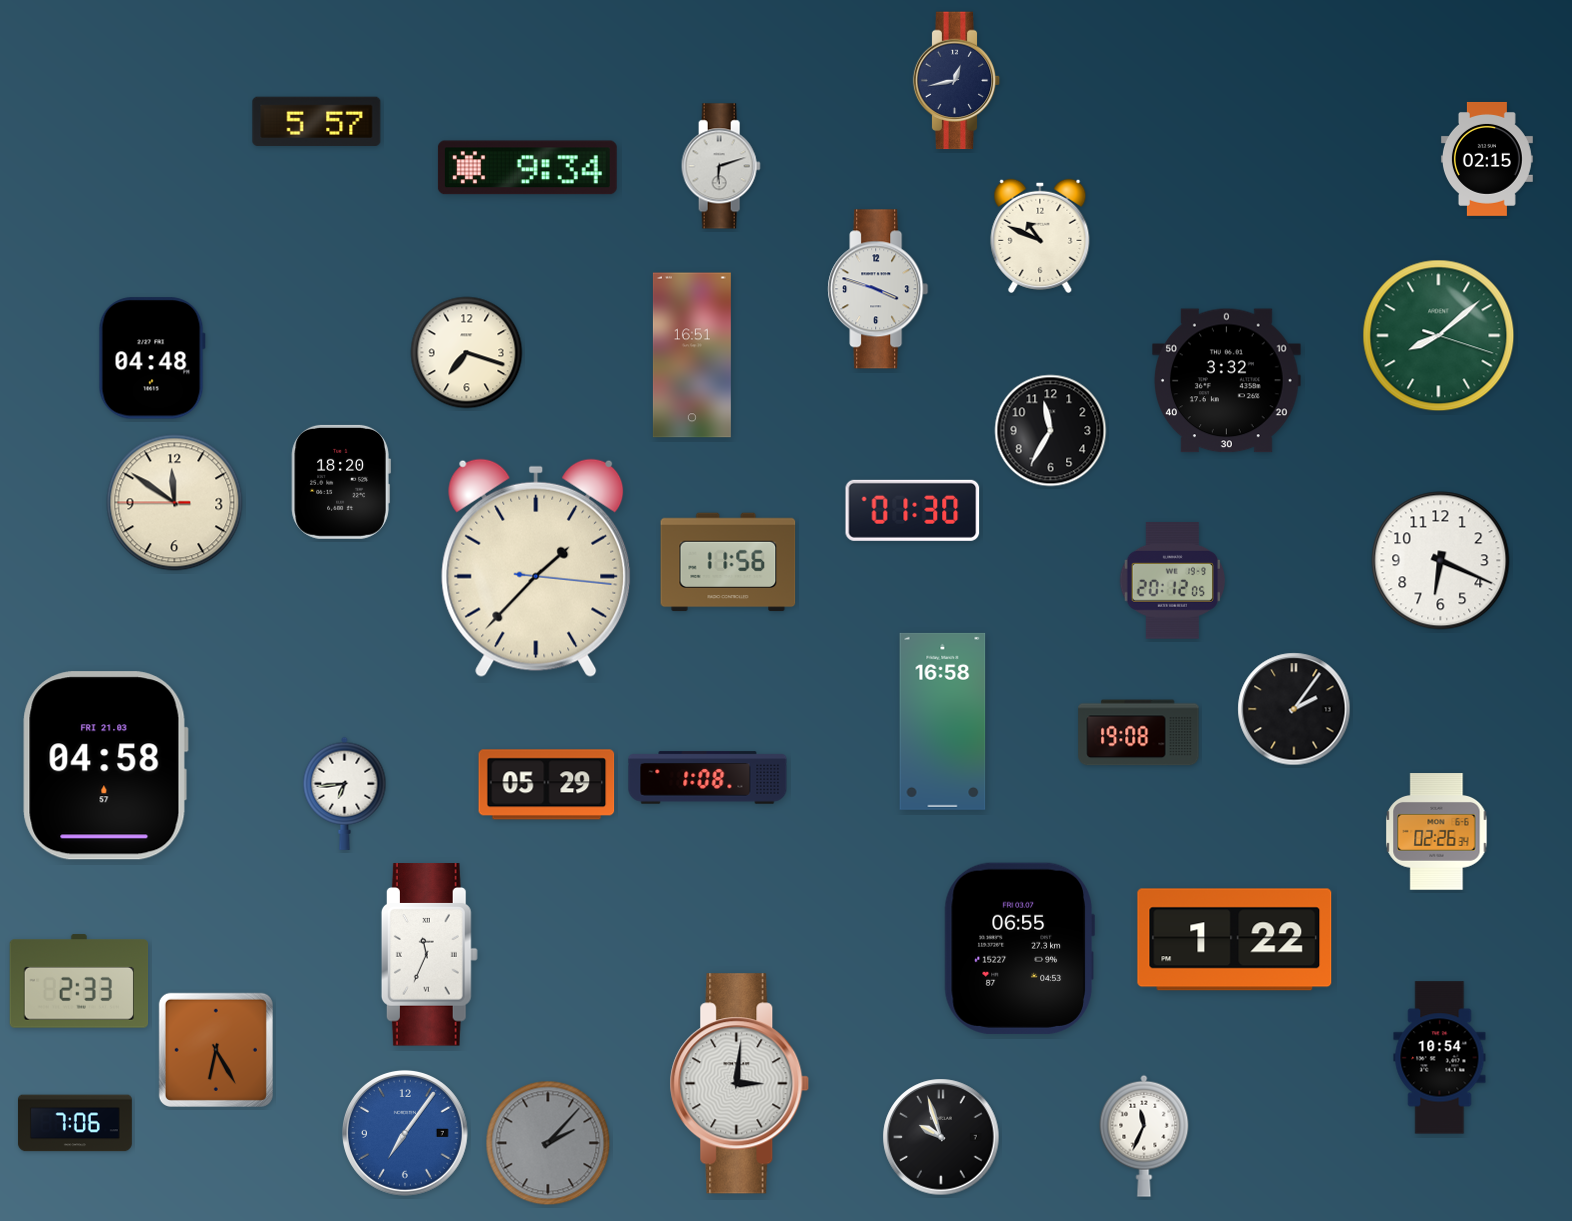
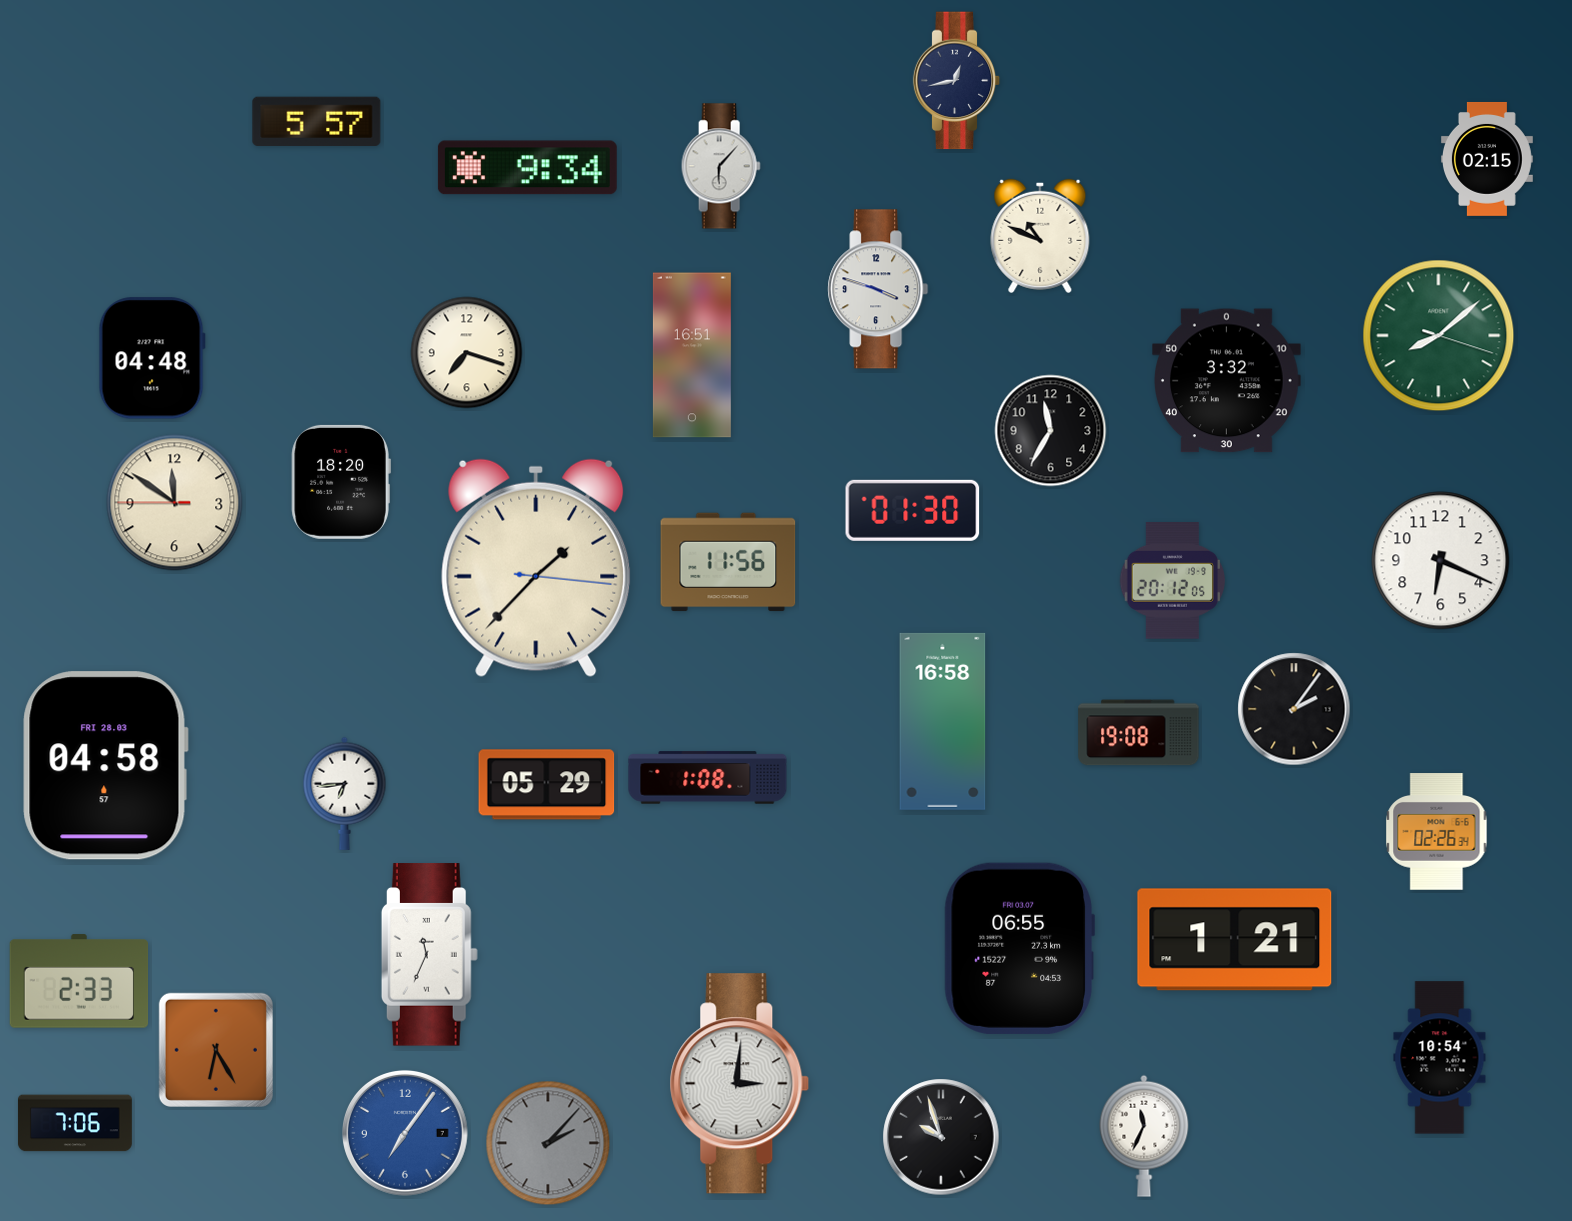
clock at (721, 166): 6:12 -> 6:07
clock at (105, 766) date: FRI 21.03 -> FRI 28.03
clock at (1235, 940): 1:22 -> 1:21
